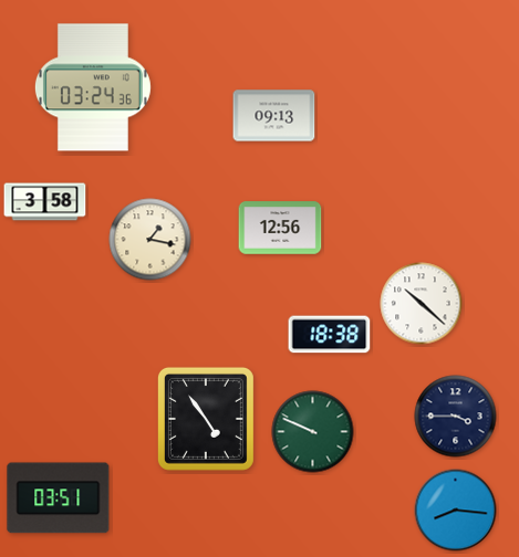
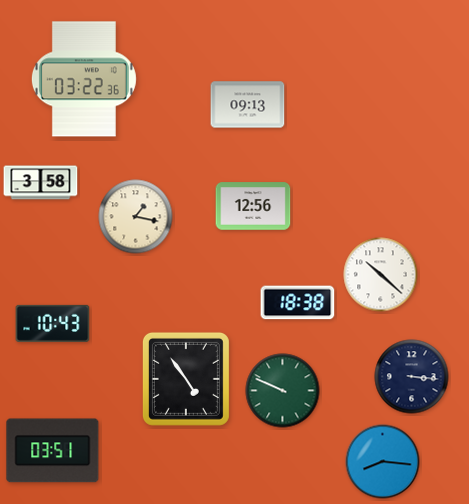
clock at (93, 87): 03:24 -> 03:22
clock at (53, 323): none -> 10:43
clock at (456, 417): 3:45 -> 3:16
clock at (456, 511) position: (456, 511) -> (383, 462)
